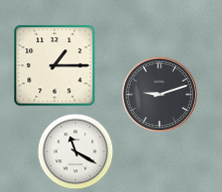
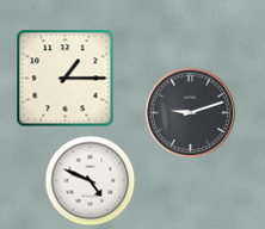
clock at (76, 152): 11:20 -> 4:49
